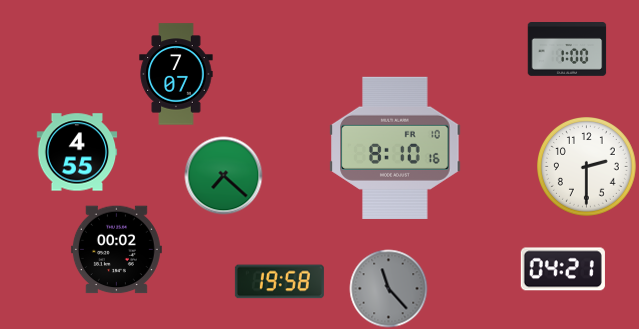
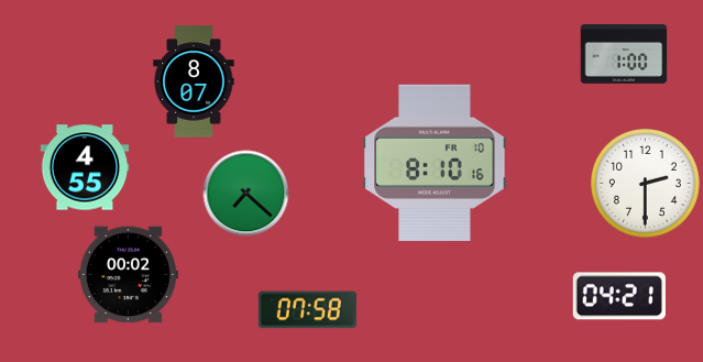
clock at (176, 74): 7:07 -> 8:07
clock at (279, 282): 19:58 -> 07:58
clock at (388, 288): 11:23 -> none
